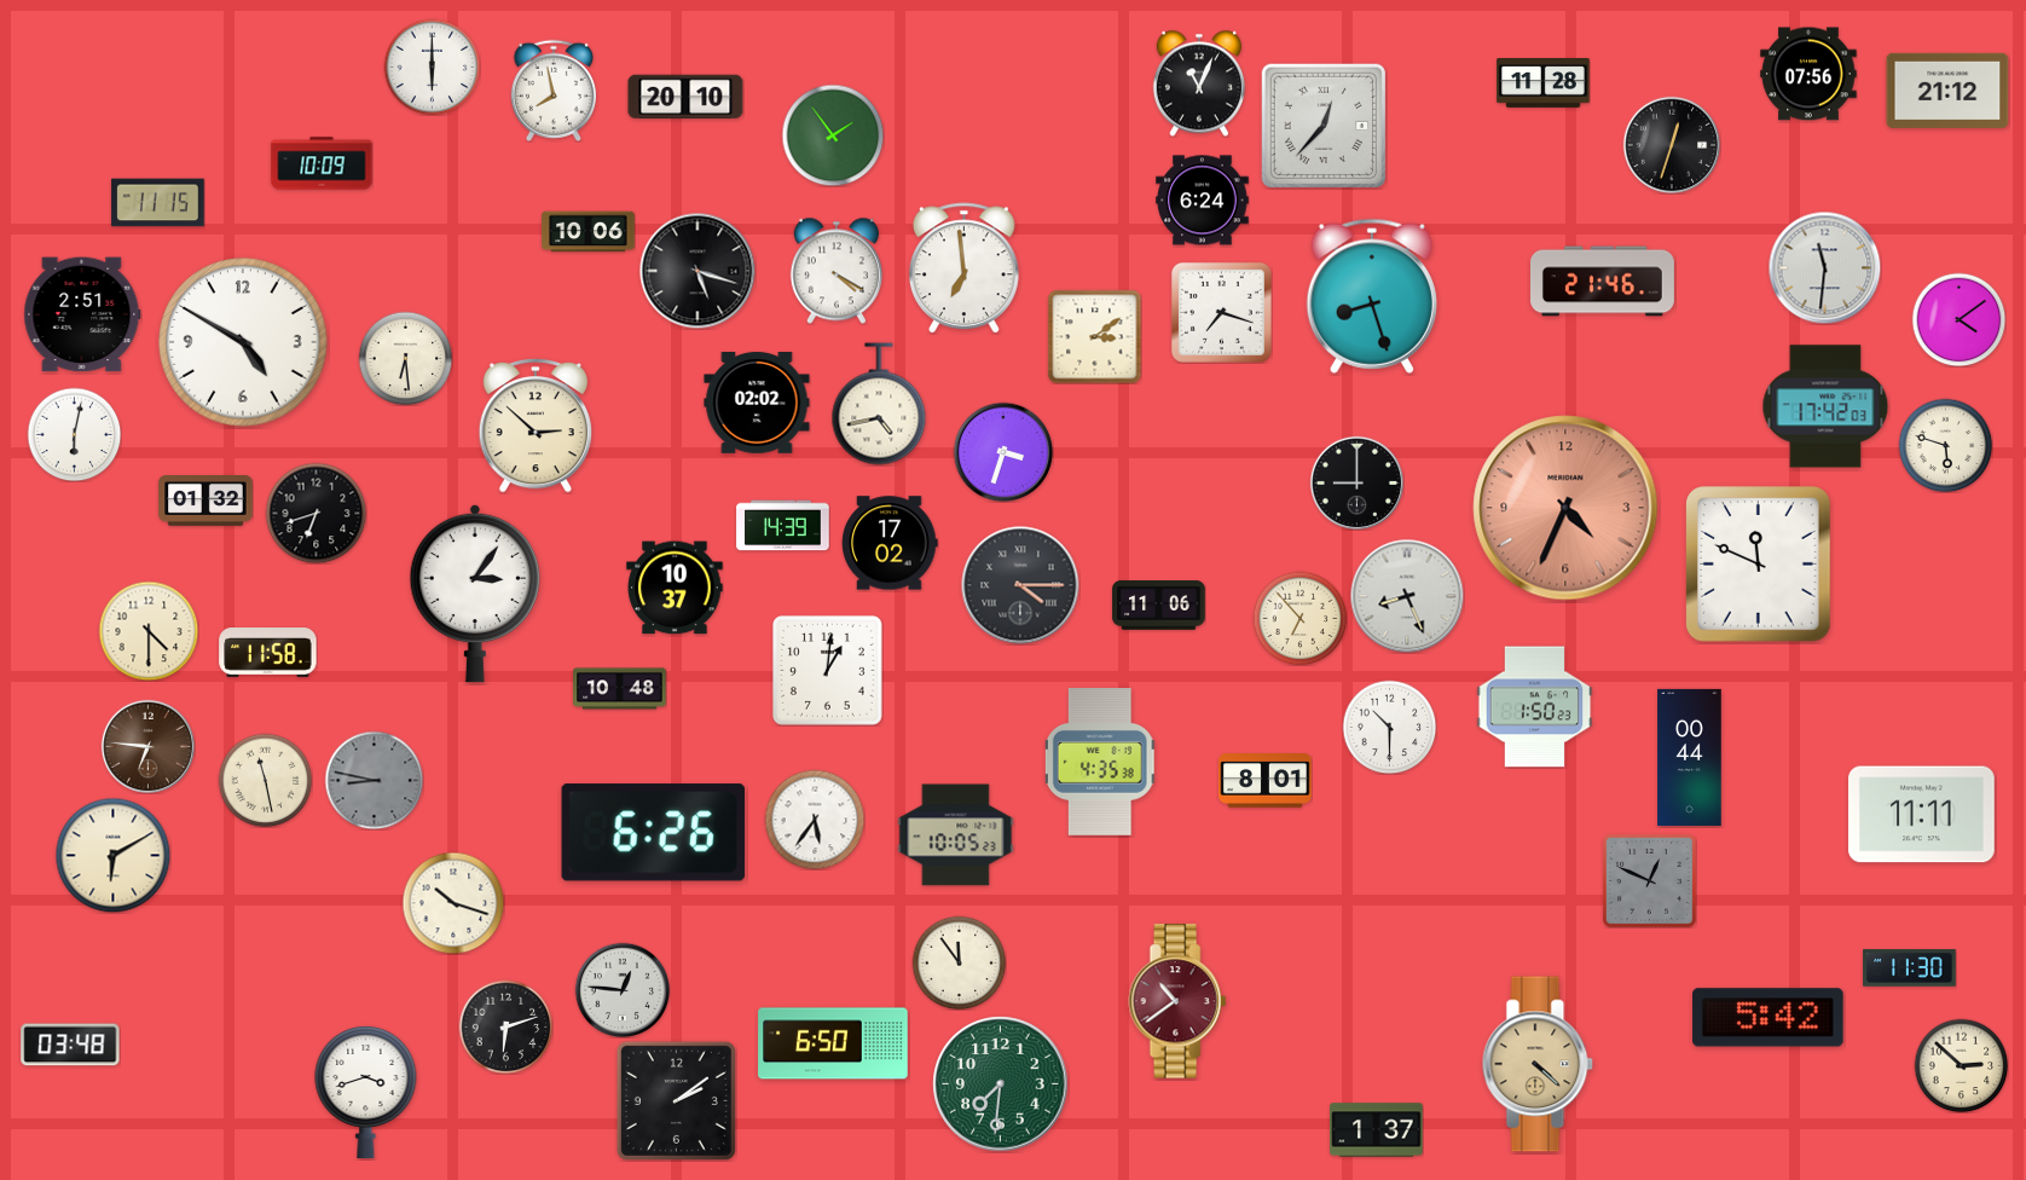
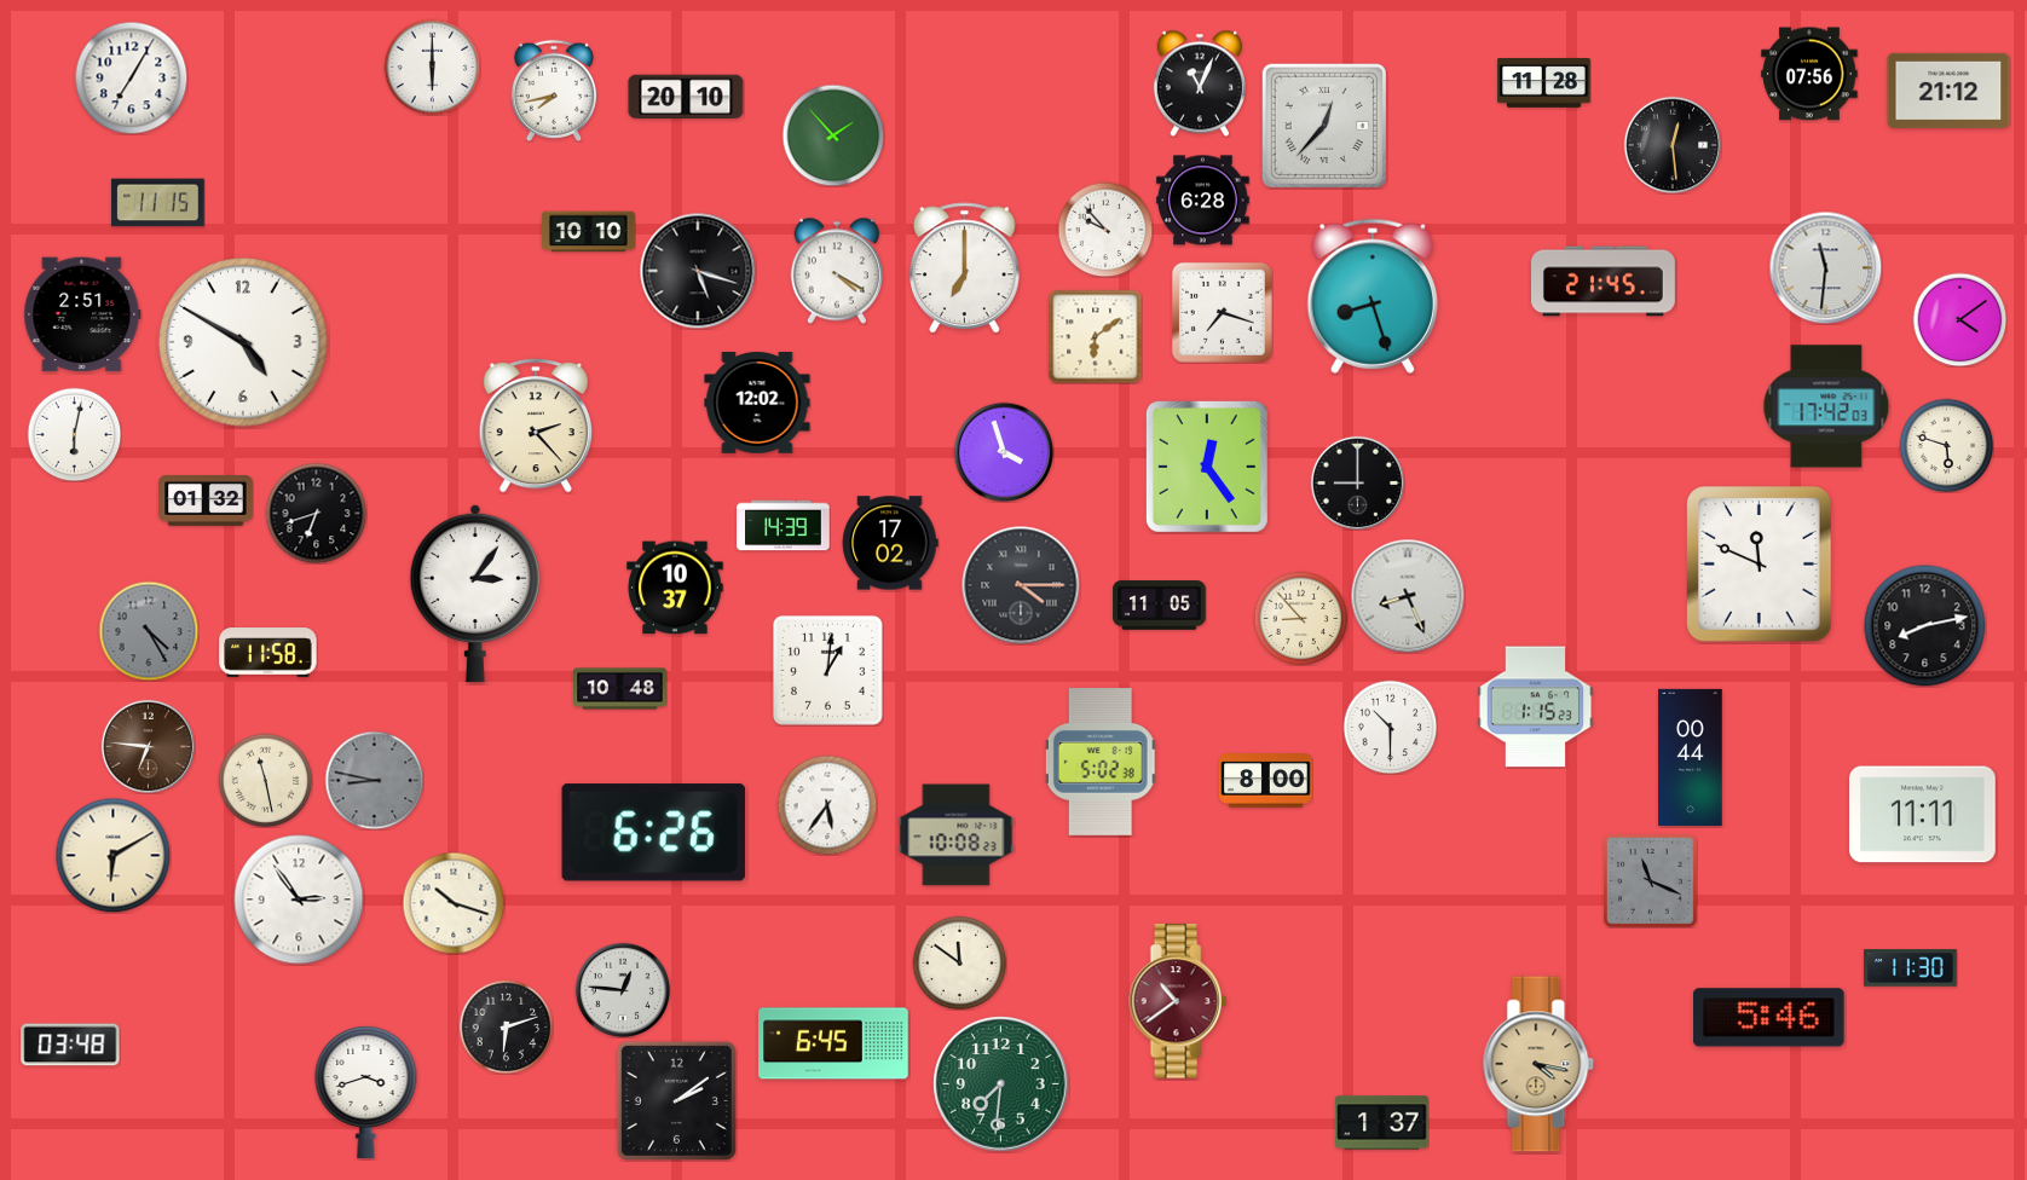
clock at (131, 77): none -> 7:05
clock at (554, 91): 7:58 -> 7:43
clock at (833, 135): 1:54 -> 1:53
clock at (1672, 145): 12:33 -> 12:29
clock at (322, 163): 10:09 -> none
clock at (1203, 201): 6:24 -> 6:28
clock at (1105, 230): none -> 9:53
clock at (589, 232): 10:06 -> 10:10
clock at (963, 268): 6:59 -> 7:00
clock at (1603, 282): 21:46 -> 21:45
clock at (1094, 336): 3:09 -> 6:09
clock at (405, 358): 6:29 -> none
clock at (757, 404): 02:02 -> 12:02
clock at (879, 404): 4:43 -> none
clock at (534, 426): 2:52 -> 2:23
clock at (1003, 452): 3:33 -> 3:57
clock at (1207, 467): none -> 12:24
clock at (1565, 508): 4:34 -> none
clock at (1159, 606): 11:06 -> 11:05
clock at (1299, 618): 6:53 -> 8:53
clock at (1925, 626): none -> 8:13
clock at (149, 631): 4:30 -> 4:25
clock at (149, 631) dial: cream -> grey
clock at (1535, 707): 1:50 -> 1:15
clock at (1100, 763): 4:35 -> 5:02
clock at (1266, 781): 8:01 -> 8:00
clock at (815, 820) position: (815, 820) -> (827, 805)
clock at (956, 835): 10:05 -> 10:08
clock at (1650, 881): 12:49 -> 11:19
clock at (299, 900): none -> 2:54
clock at (959, 962): 11:54 -> 11:51
clock at (1769, 1018): 5:42 -> 5:46
clock at (833, 1043): 6:50 -> 6:45
clock at (1538, 1064): 4:22 -> 4:17
clock at (1961, 1065): 2:52 -> none
clock at (1377, 1130) position: (1377, 1130) -> (1382, 1123)
